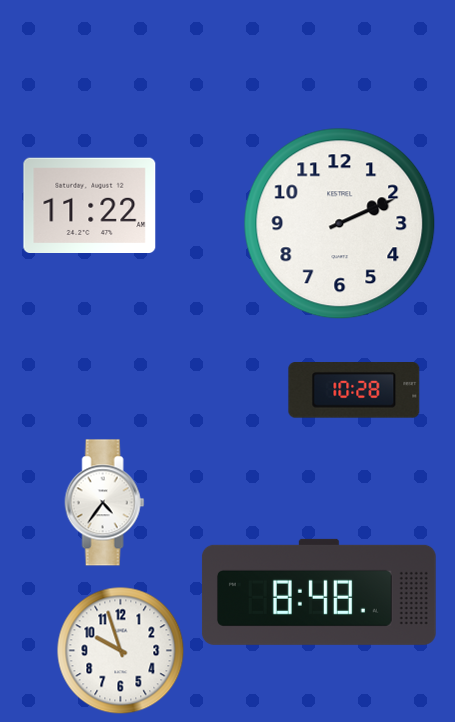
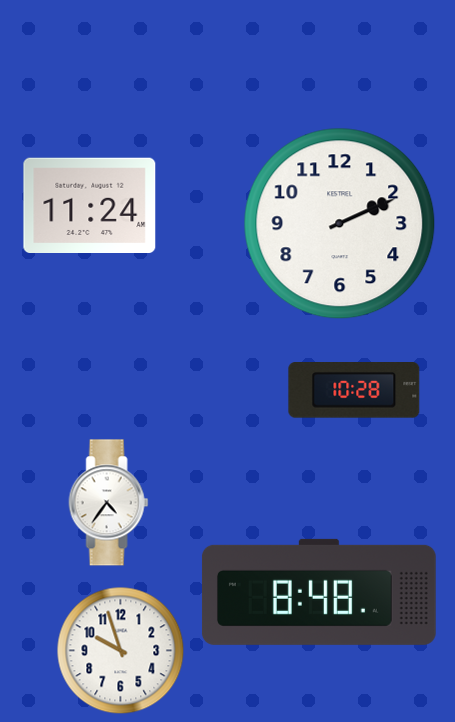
clock at (90, 205): 11:22 -> 11:24
clock at (105, 503) position: (105, 503) -> (109, 503)
